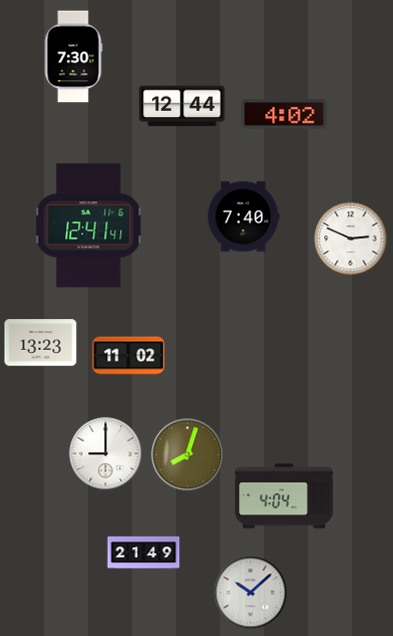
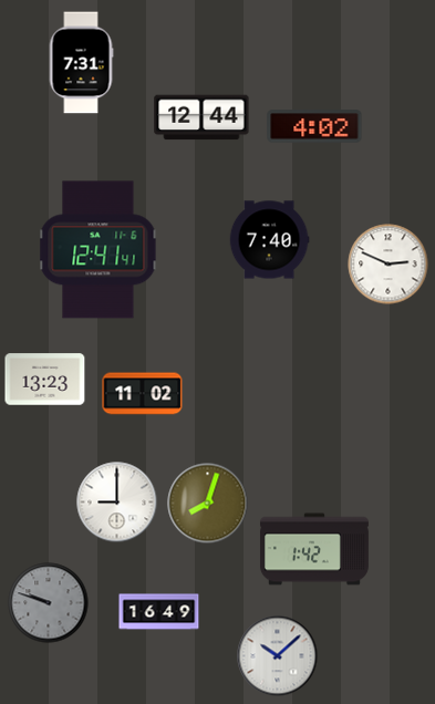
clock at (73, 57): 7:30 -> 7:31
clock at (284, 496): 4:04 -> 1:42
clock at (49, 603): none -> 9:48
clock at (144, 553): 21:49 -> 16:49
